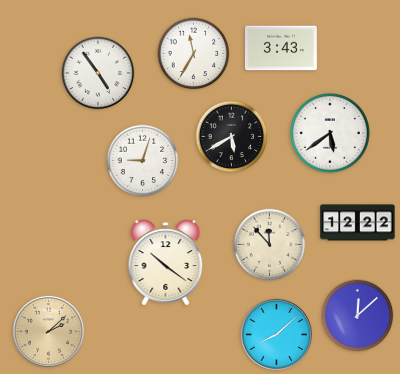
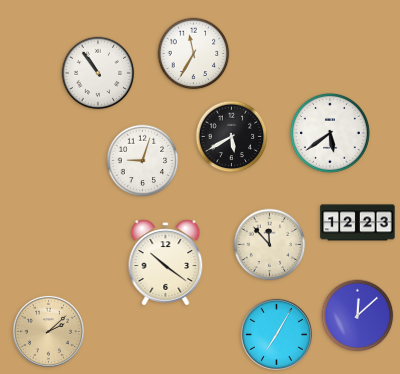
clock at (281, 48): 3:43 -> none
clock at (98, 73): 4:54 -> 10:54
clock at (358, 223): 12:22 -> 12:23
clock at (276, 334): 8:08 -> 7:05
